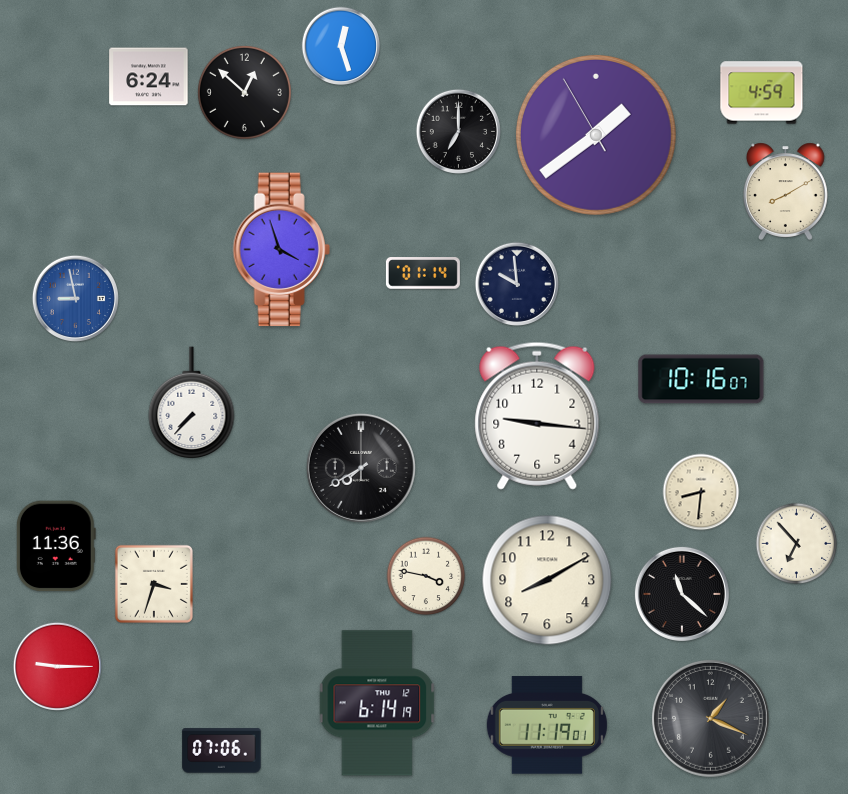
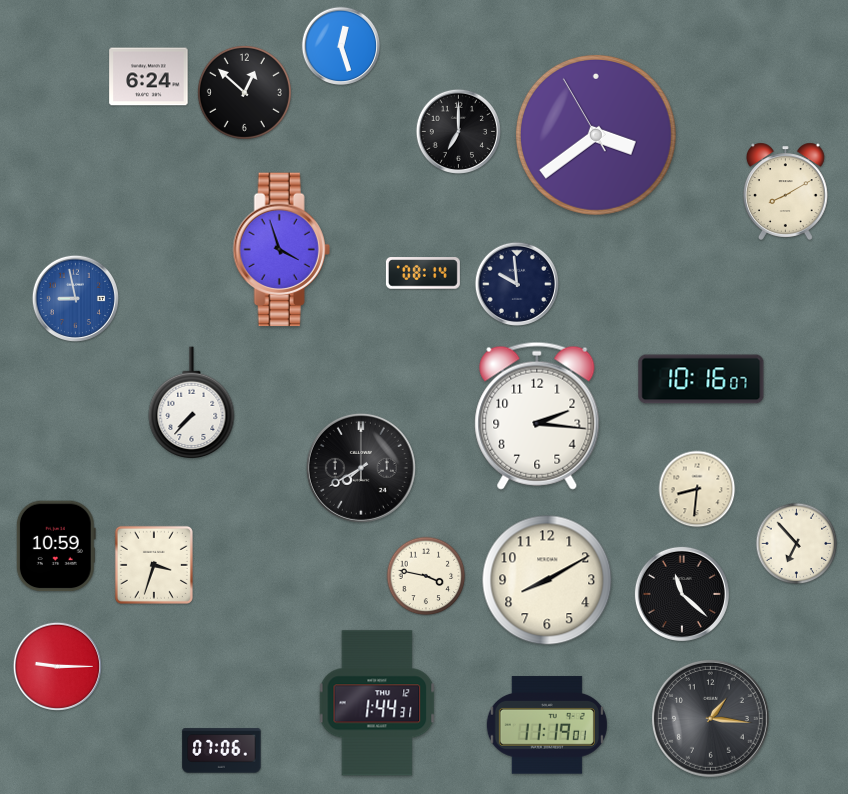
clock at (762, 93): 4:59 -> none
clock at (596, 135): 1:38 -> 3:38
clock at (423, 273): 01:14 -> 08:14
clock at (537, 416): 9:16 -> 2:16
clock at (701, 492) position: (701, 492) -> (697, 489)
clock at (56, 546): 11:36 -> 10:59
clock at (154, 584) position: (154, 584) -> (154, 565)
clock at (377, 703): 6:14 -> 1:44
clock at (710, 718): 1:19 -> 1:16
